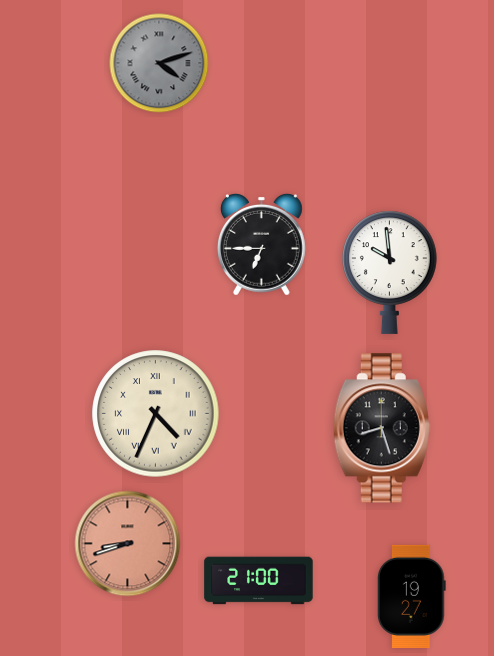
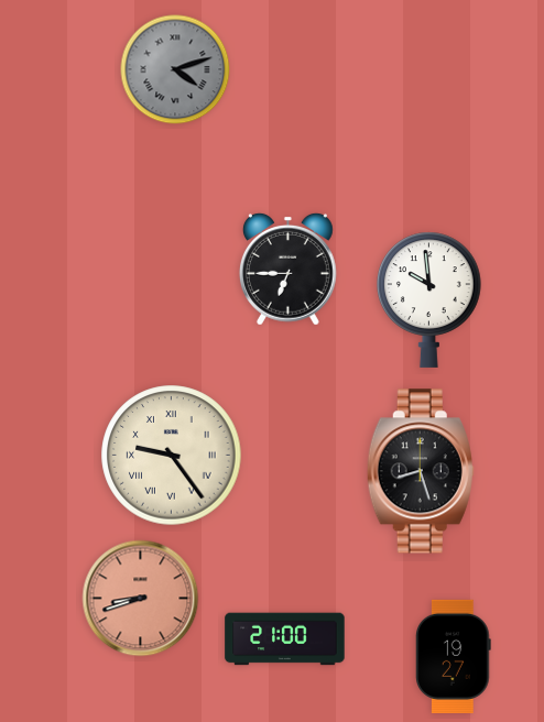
clock at (156, 414): 4:34 -> 9:24
